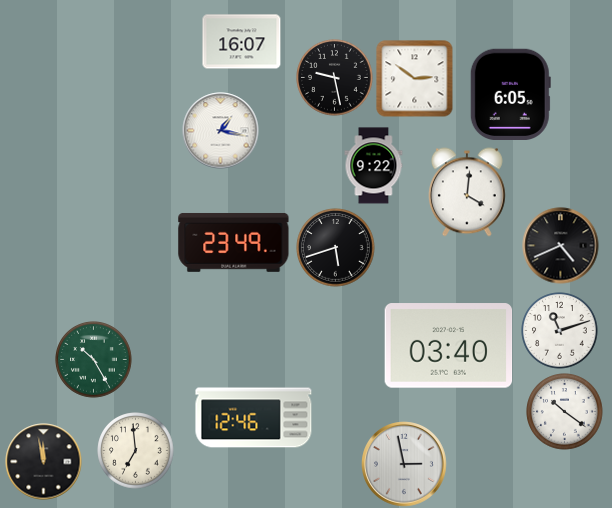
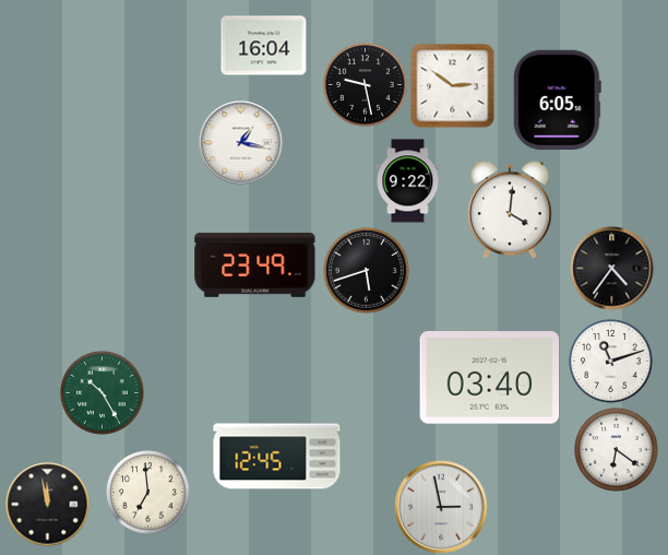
clock at (242, 42): 16:07 -> 16:04
clock at (510, 94) position: (510, 94) -> (557, 99)
clock at (561, 246): 4:41 -> 4:36
clock at (565, 412): 10:21 -> 6:21
clock at (254, 418): 12:46 -> 12:45
